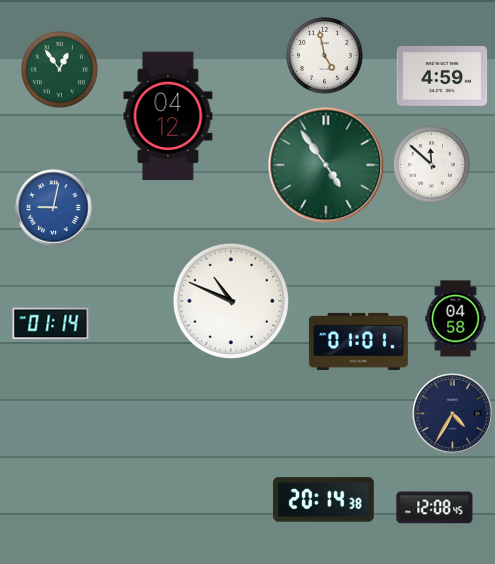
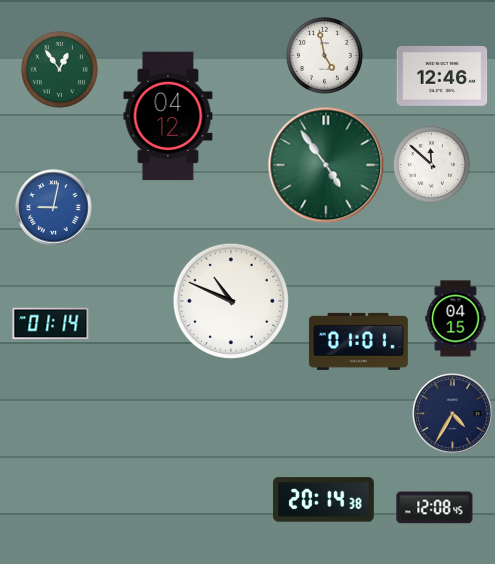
clock at (442, 76): 4:59 -> 12:46
clock at (456, 319): 04:58 -> 04:15
